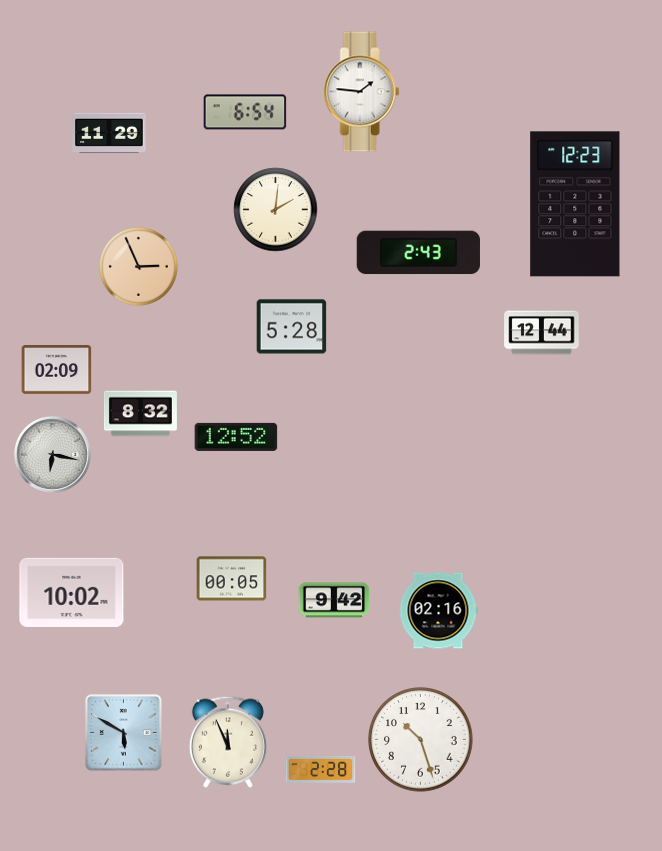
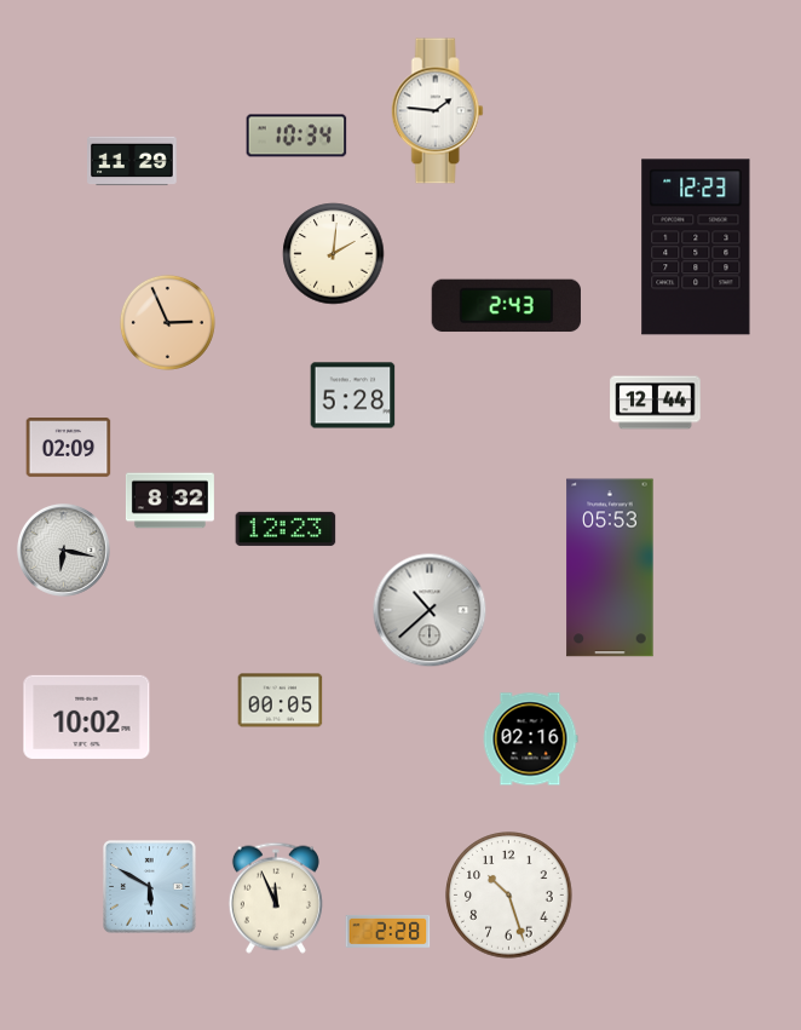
clock at (245, 112): 6:54 -> 10:34
clock at (236, 437): 12:52 -> 12:23
clock at (610, 568): none -> 05:53
clock at (430, 610): none -> 10:38
clock at (334, 600): 9:42 -> none
